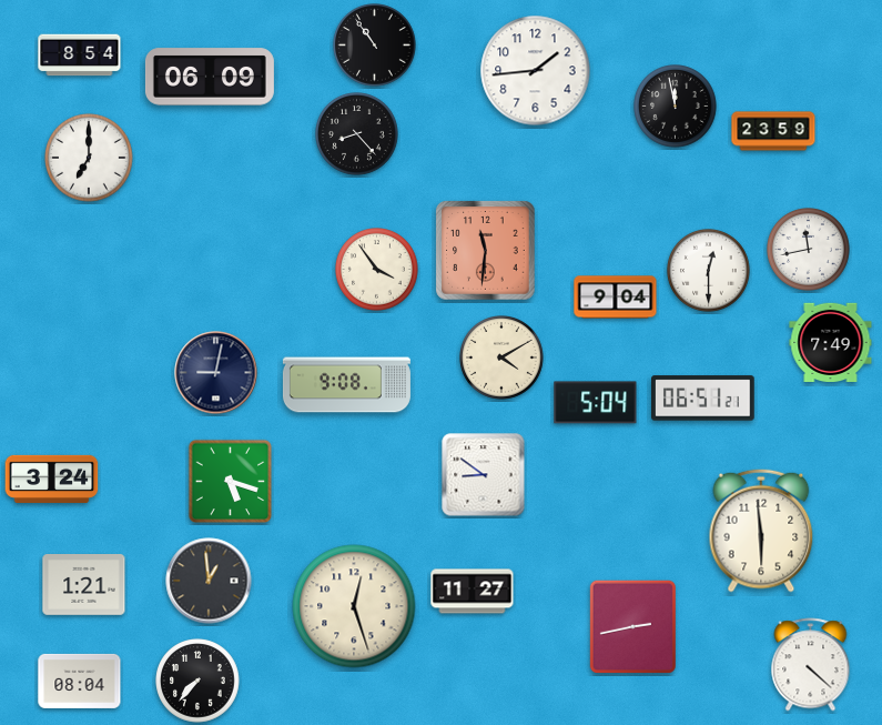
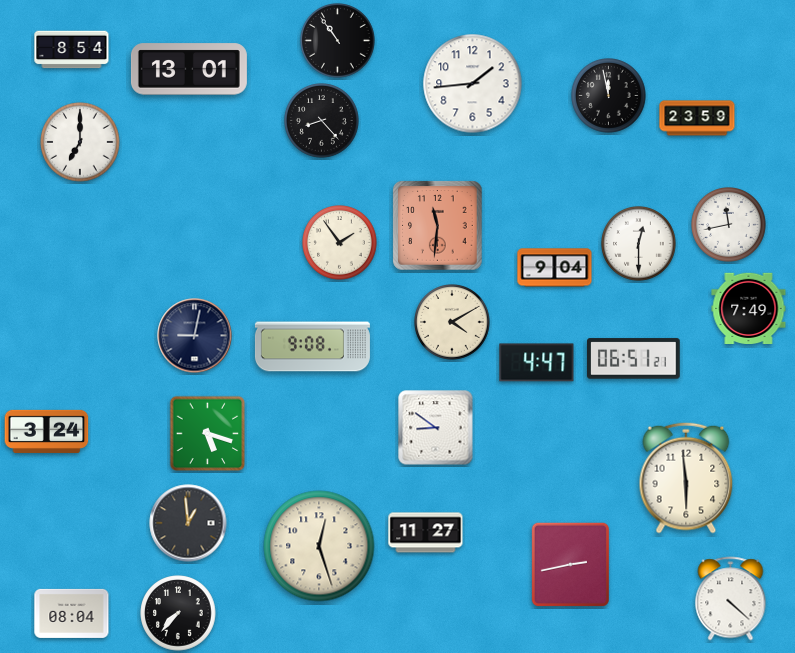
clock at (536, 71) position: (536, 71) -> (473, 84)
clock at (210, 77): 06:09 -> 13:01
clock at (377, 270): 3:54 -> 1:54
clock at (596, 403): 5:04 -> 4:47
clock at (84, 585): 1:21 -> none
